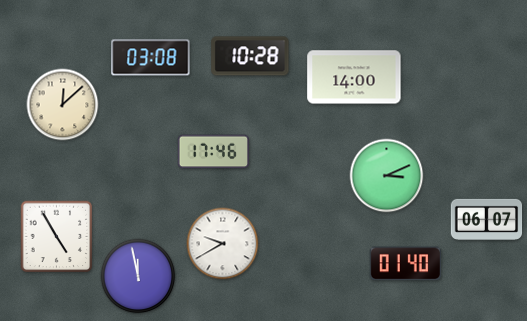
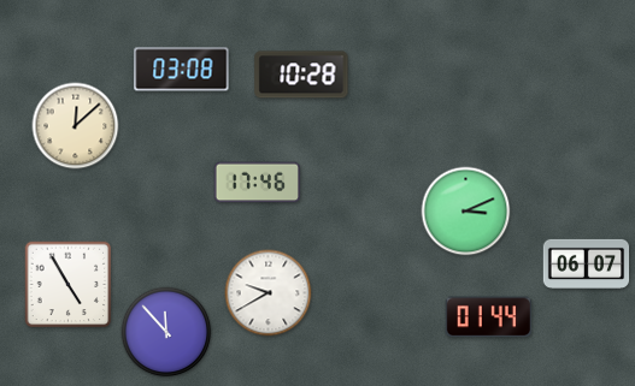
clock at (250, 56) position: (250, 56) -> (301, 75)
clock at (354, 77): 14:00 -> none
clock at (405, 264): 01:40 -> 01:44
clock at (138, 276): 11:58 -> 11:53
